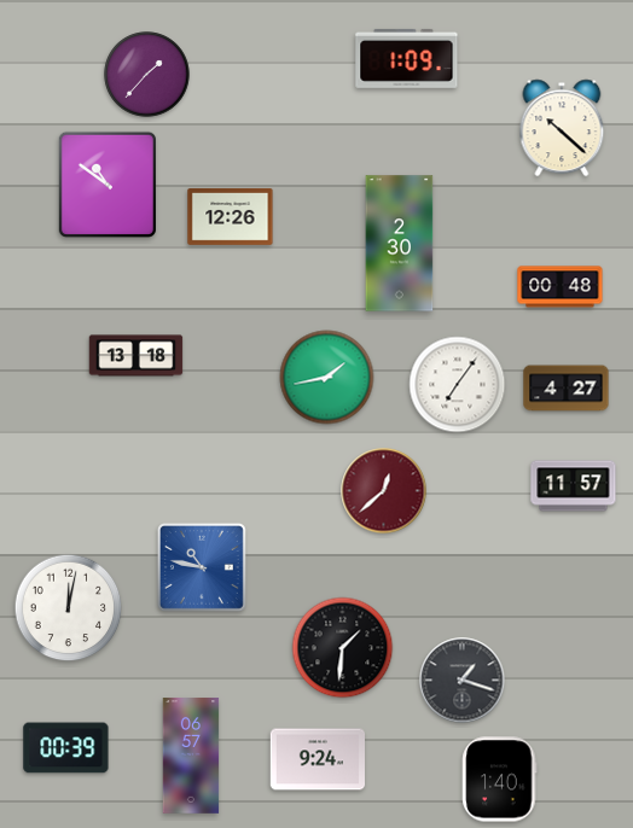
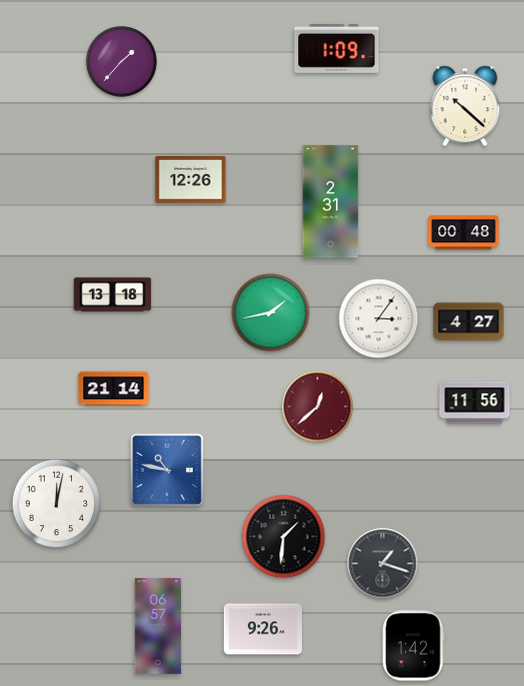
clock at (108, 183): 10:51 -> none
clock at (400, 244): 2:30 -> 2:31
clock at (561, 287) position: (561, 287) -> (464, 233)
clock at (458, 385): 7:06 -> 3:06
clock at (114, 389): none -> 21:14
clock at (574, 486): 11:57 -> 11:56
clock at (66, 748): 00:39 -> none
clock at (318, 759): 9:24 -> 9:26
clock at (500, 780): 1:40 -> 1:42
